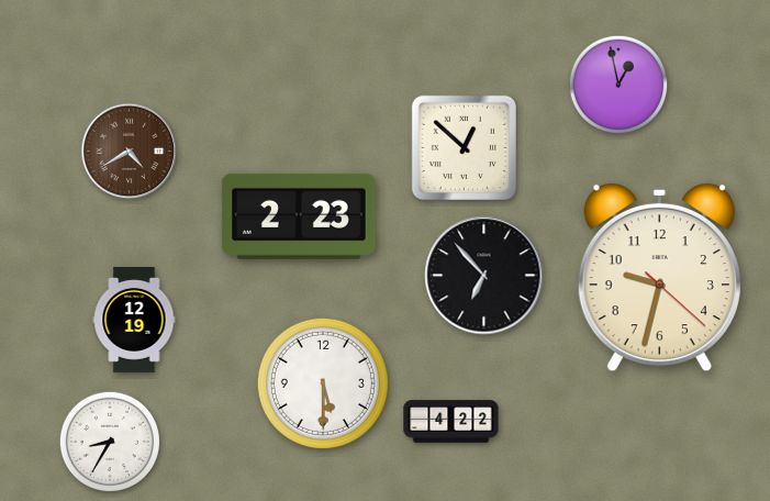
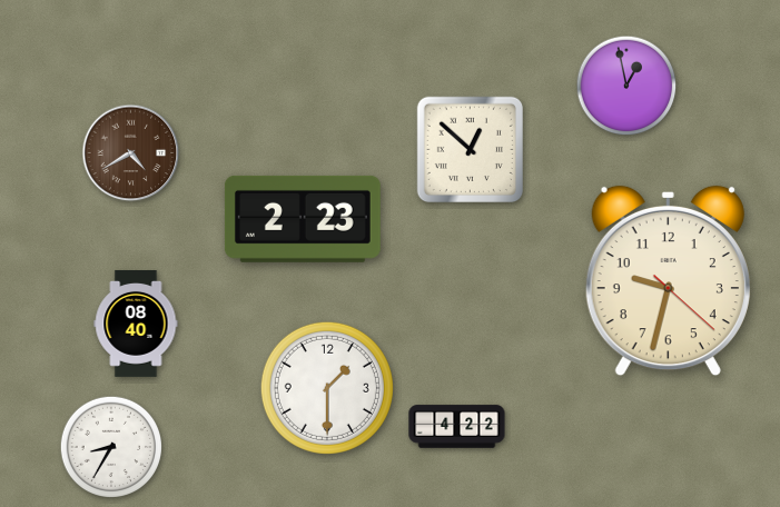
clock at (484, 276): 6:53 -> none
clock at (134, 321): 12:19 -> 08:40
clock at (323, 383): 5:30 -> 1:30
